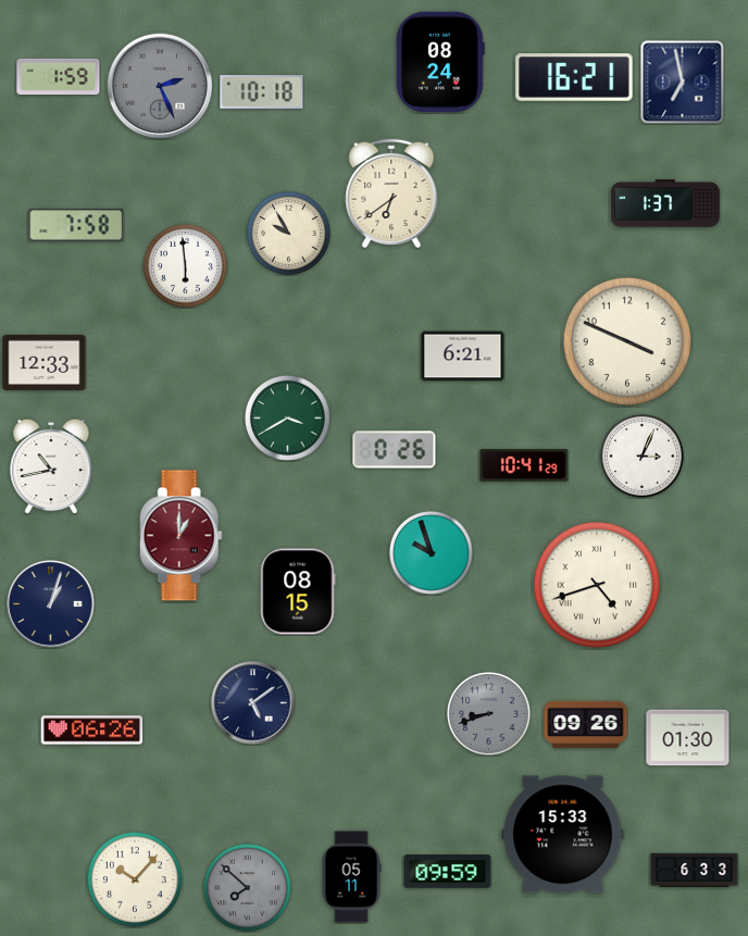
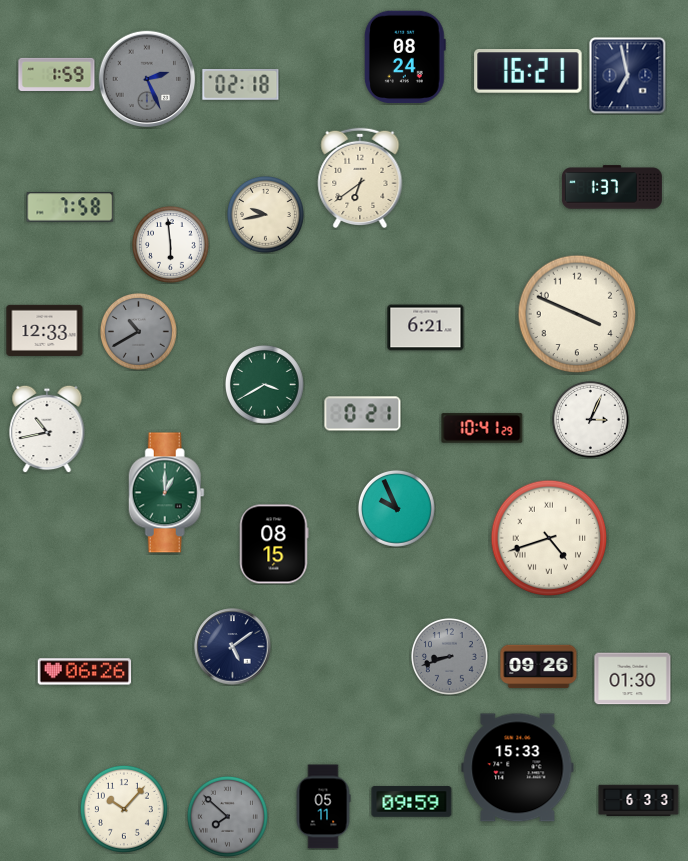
clock at (59, 76) position: (59, 76) -> (57, 74)
clock at (262, 92): 10:18 -> 02:18
clock at (288, 233): 9:55 -> 9:43
clock at (138, 331): none -> 10:40
clock at (45, 362) position: (45, 362) -> (45, 330)
clock at (395, 450): 0:26 -> 0:21
clock at (180, 536) dial: burgundy -> green
clock at (431, 552): 9:57 -> 9:56
clock at (51, 604): 1:03 -> none
